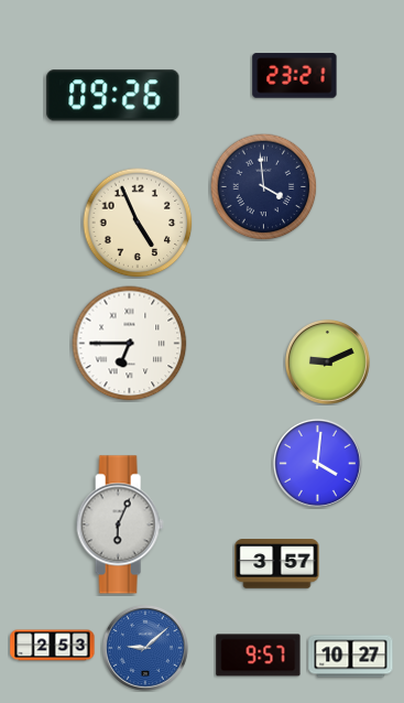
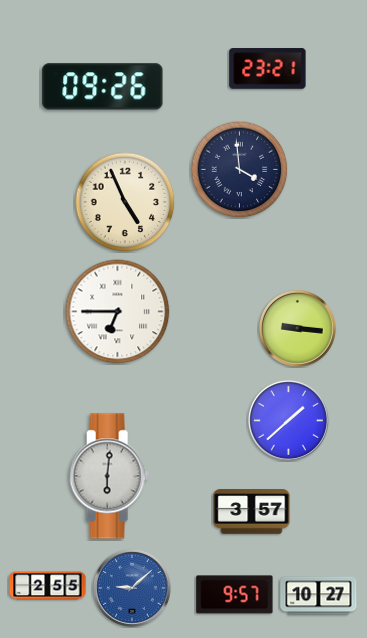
clock at (327, 361): 9:11 -> 9:16
clock at (317, 463): 4:01 -> 1:38
clock at (120, 524): 6:04 -> 6:01
clock at (53, 646): 2:53 -> 2:55
